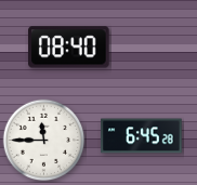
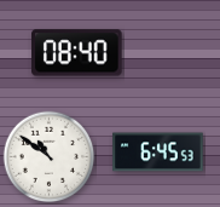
clock at (142, 136): 6:45:28 -> 6:45:53
clock at (44, 141): 11:45 -> 10:51
